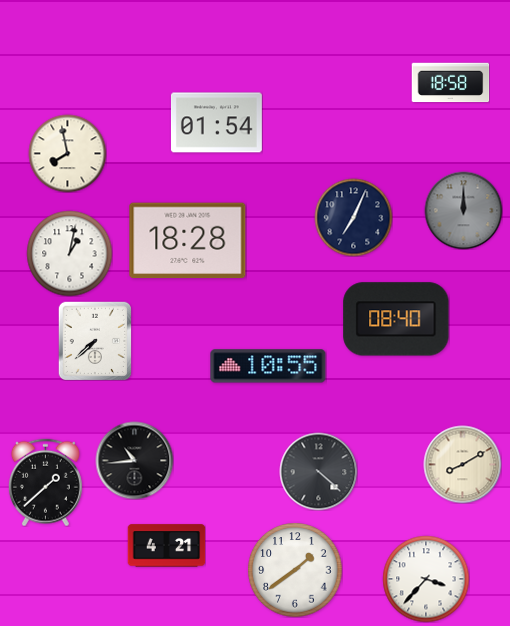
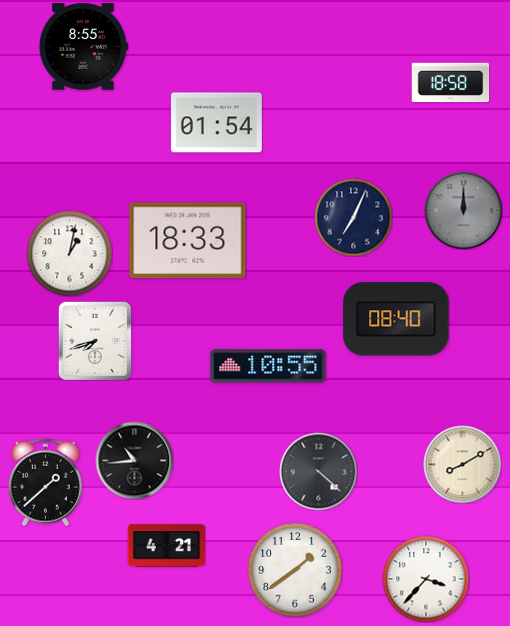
clock at (83, 47): none -> 8:55
clock at (67, 153): 7:58 -> none
clock at (188, 241): 18:28 -> 18:33
clock at (94, 341): 7:38 -> 7:42
